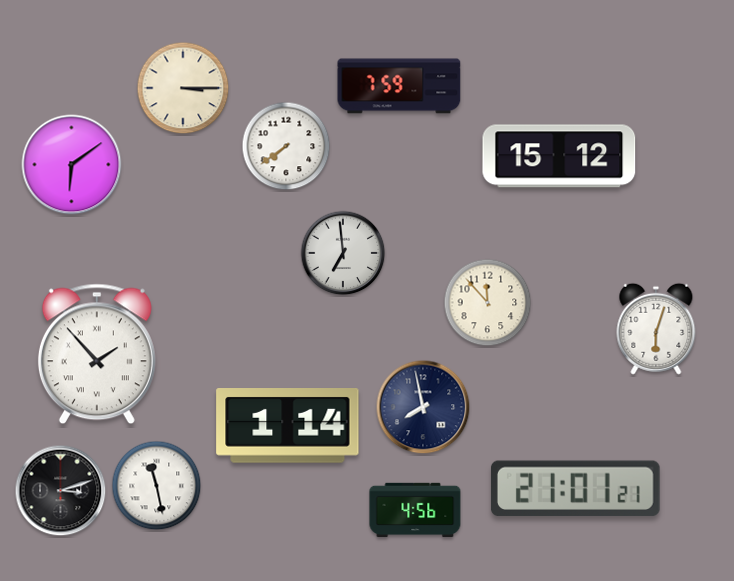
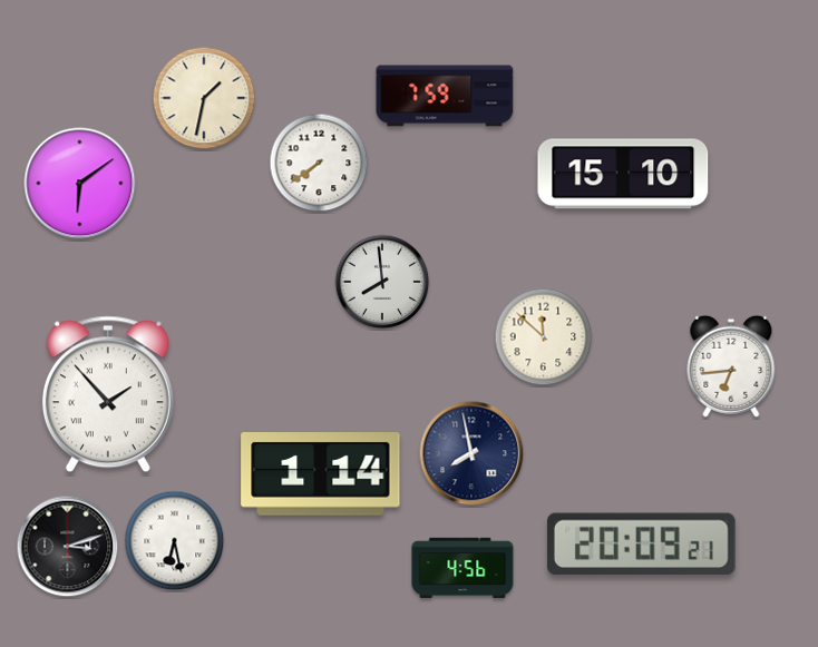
clock at (183, 88): 3:15 -> 1:32
clock at (559, 156): 15:12 -> 15:10
clock at (343, 253): 6:59 -> 7:59
clock at (488, 303): 11:53 -> 11:52
clock at (656, 329): 6:03 -> 6:44
clock at (157, 486): 11:28 -> 6:28
clock at (575, 489): 21:01 -> 20:09
